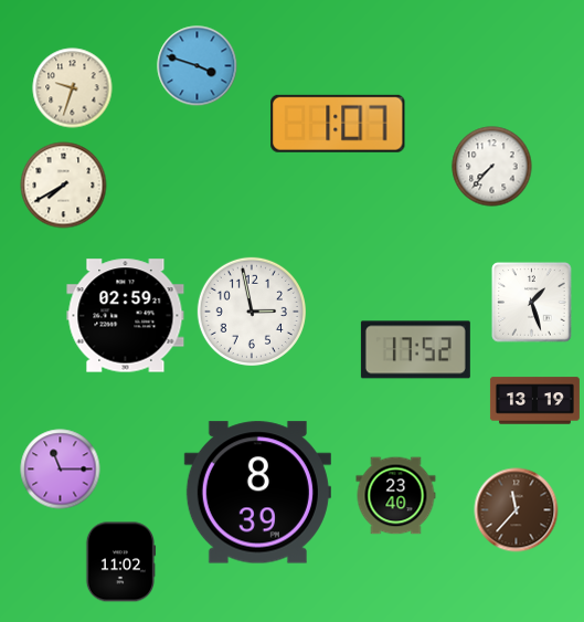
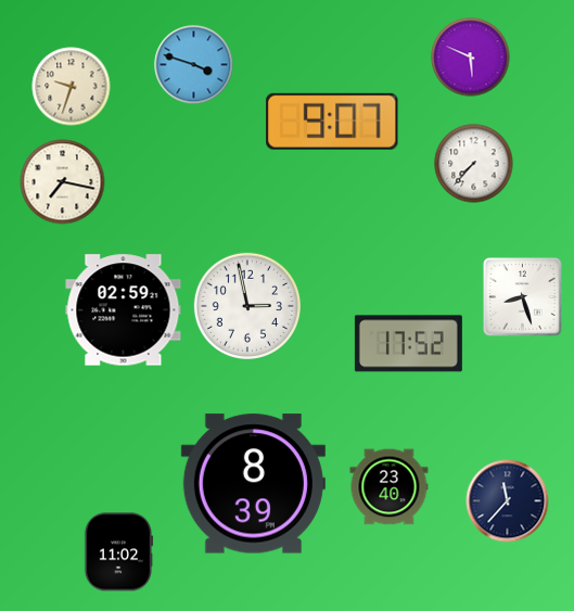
clock at (471, 58): none -> 5:49
clock at (338, 124): 1:07 -> 9:07
clock at (492, 167) position: (492, 167) -> (474, 164)
clock at (64, 186): 7:40 -> 7:17
clock at (532, 303): 1:27 -> 8:27
clock at (534, 401): 13:19 -> none
clock at (61, 470): 11:15 -> none
clock at (517, 510) dial: brown -> navy
